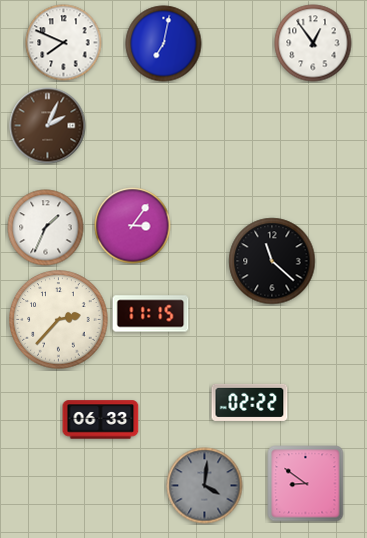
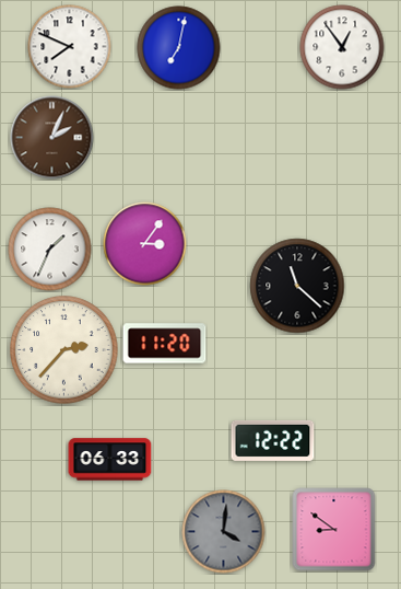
clock at (133, 226) position: (133, 226) -> (145, 244)
clock at (151, 314): 11:15 -> 11:20
clock at (250, 402): 02:22 -> 12:22
